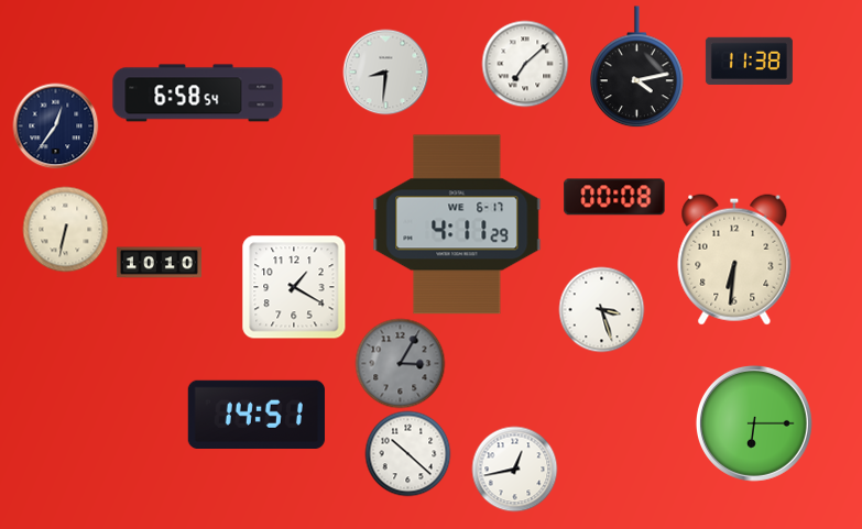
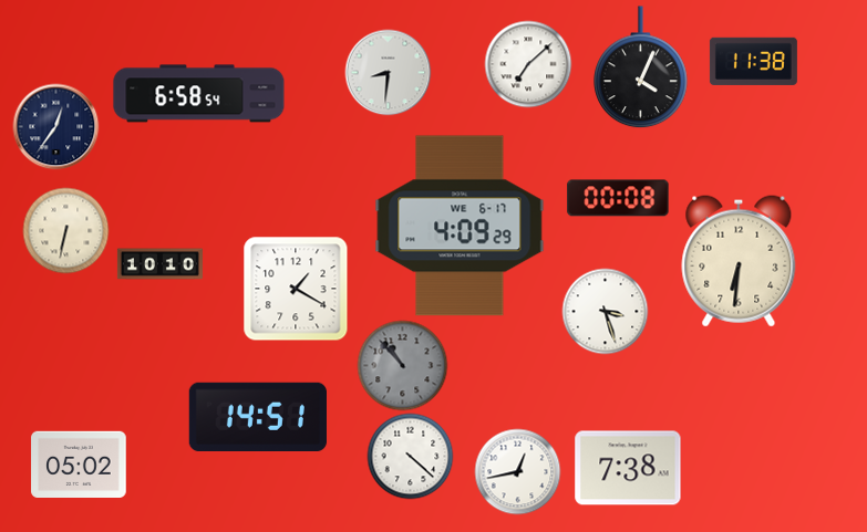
clock at (637, 67): 4:13 -> 4:04
clock at (457, 224): 4:11 -> 4:09
clock at (400, 363): 3:05 -> 10:53
clock at (754, 423): 6:15 -> none
clock at (407, 453): 10:22 -> 4:22
clock at (79, 463): none -> 05:02
clock at (628, 468): none -> 7:38
